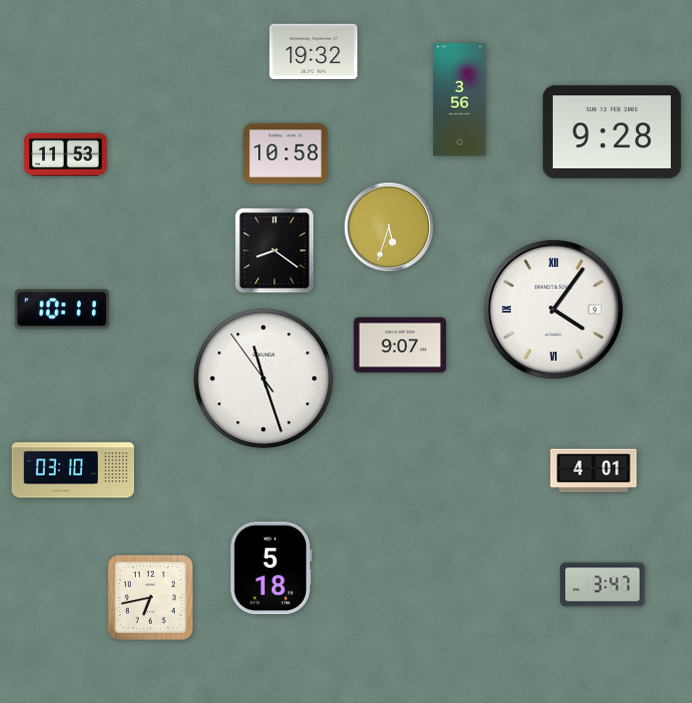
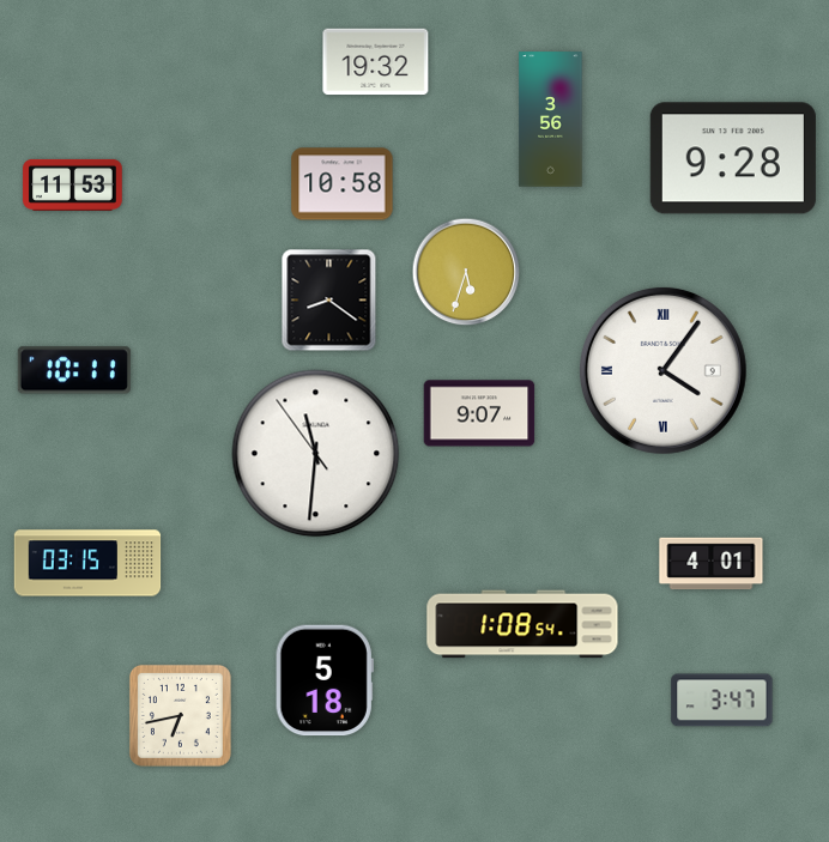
clock at (66, 154) position: (66, 154) -> (73, 184)
clock at (264, 379): 11:26 -> 11:30
clock at (73, 470): 03:10 -> 03:15
clock at (522, 624): none -> 1:08
